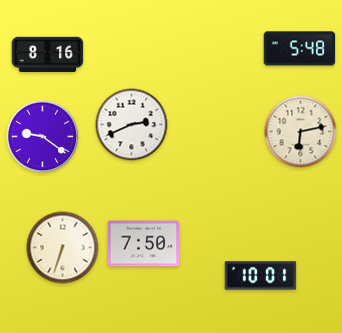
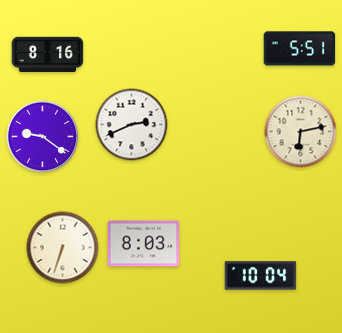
clock at (300, 49): 5:48 -> 5:51
clock at (144, 244): 7:50 -> 8:03
clock at (261, 276): 10:01 -> 10:04
